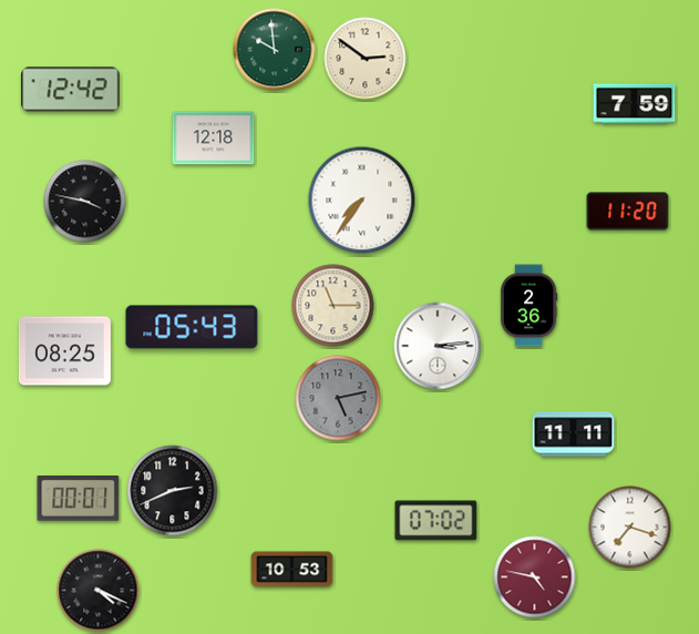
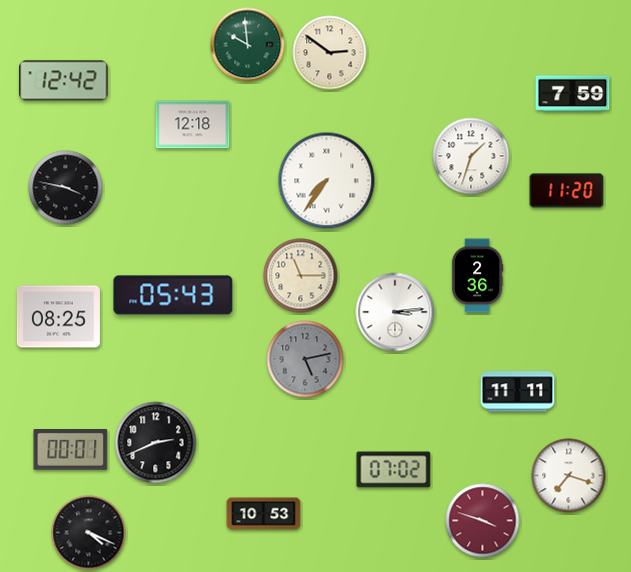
clock at (471, 156): none -> 1:33
clock at (85, 202) position: (85, 202) -> (66, 188)
clock at (535, 577): 4:47 -> 3:48
